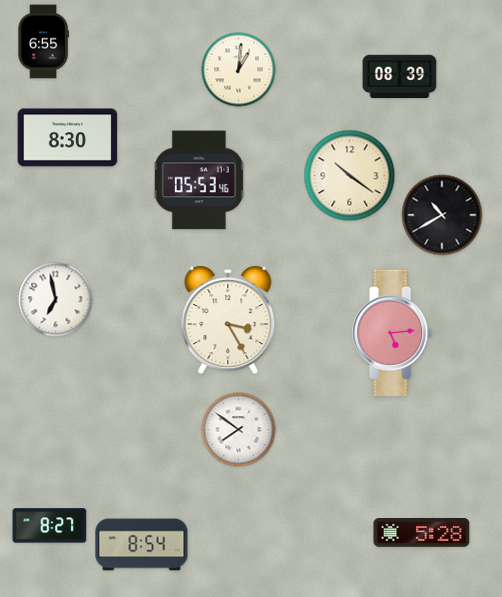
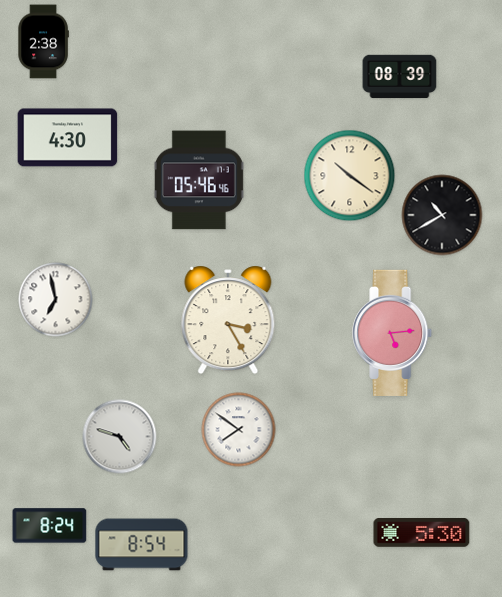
clock at (43, 42): 6:55 -> 2:38
clock at (239, 70): 1:01 -> none
clock at (68, 138): 8:30 -> 4:30
clock at (199, 180): 05:53 -> 05:46
clock at (120, 437): none -> 4:48
clock at (50, 526): 8:27 -> 8:24
clock at (422, 533): 5:28 -> 5:30
